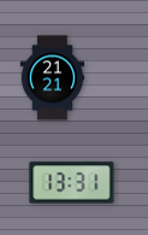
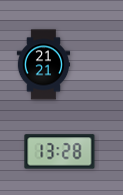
clock at (72, 183): 13:31 -> 13:28
